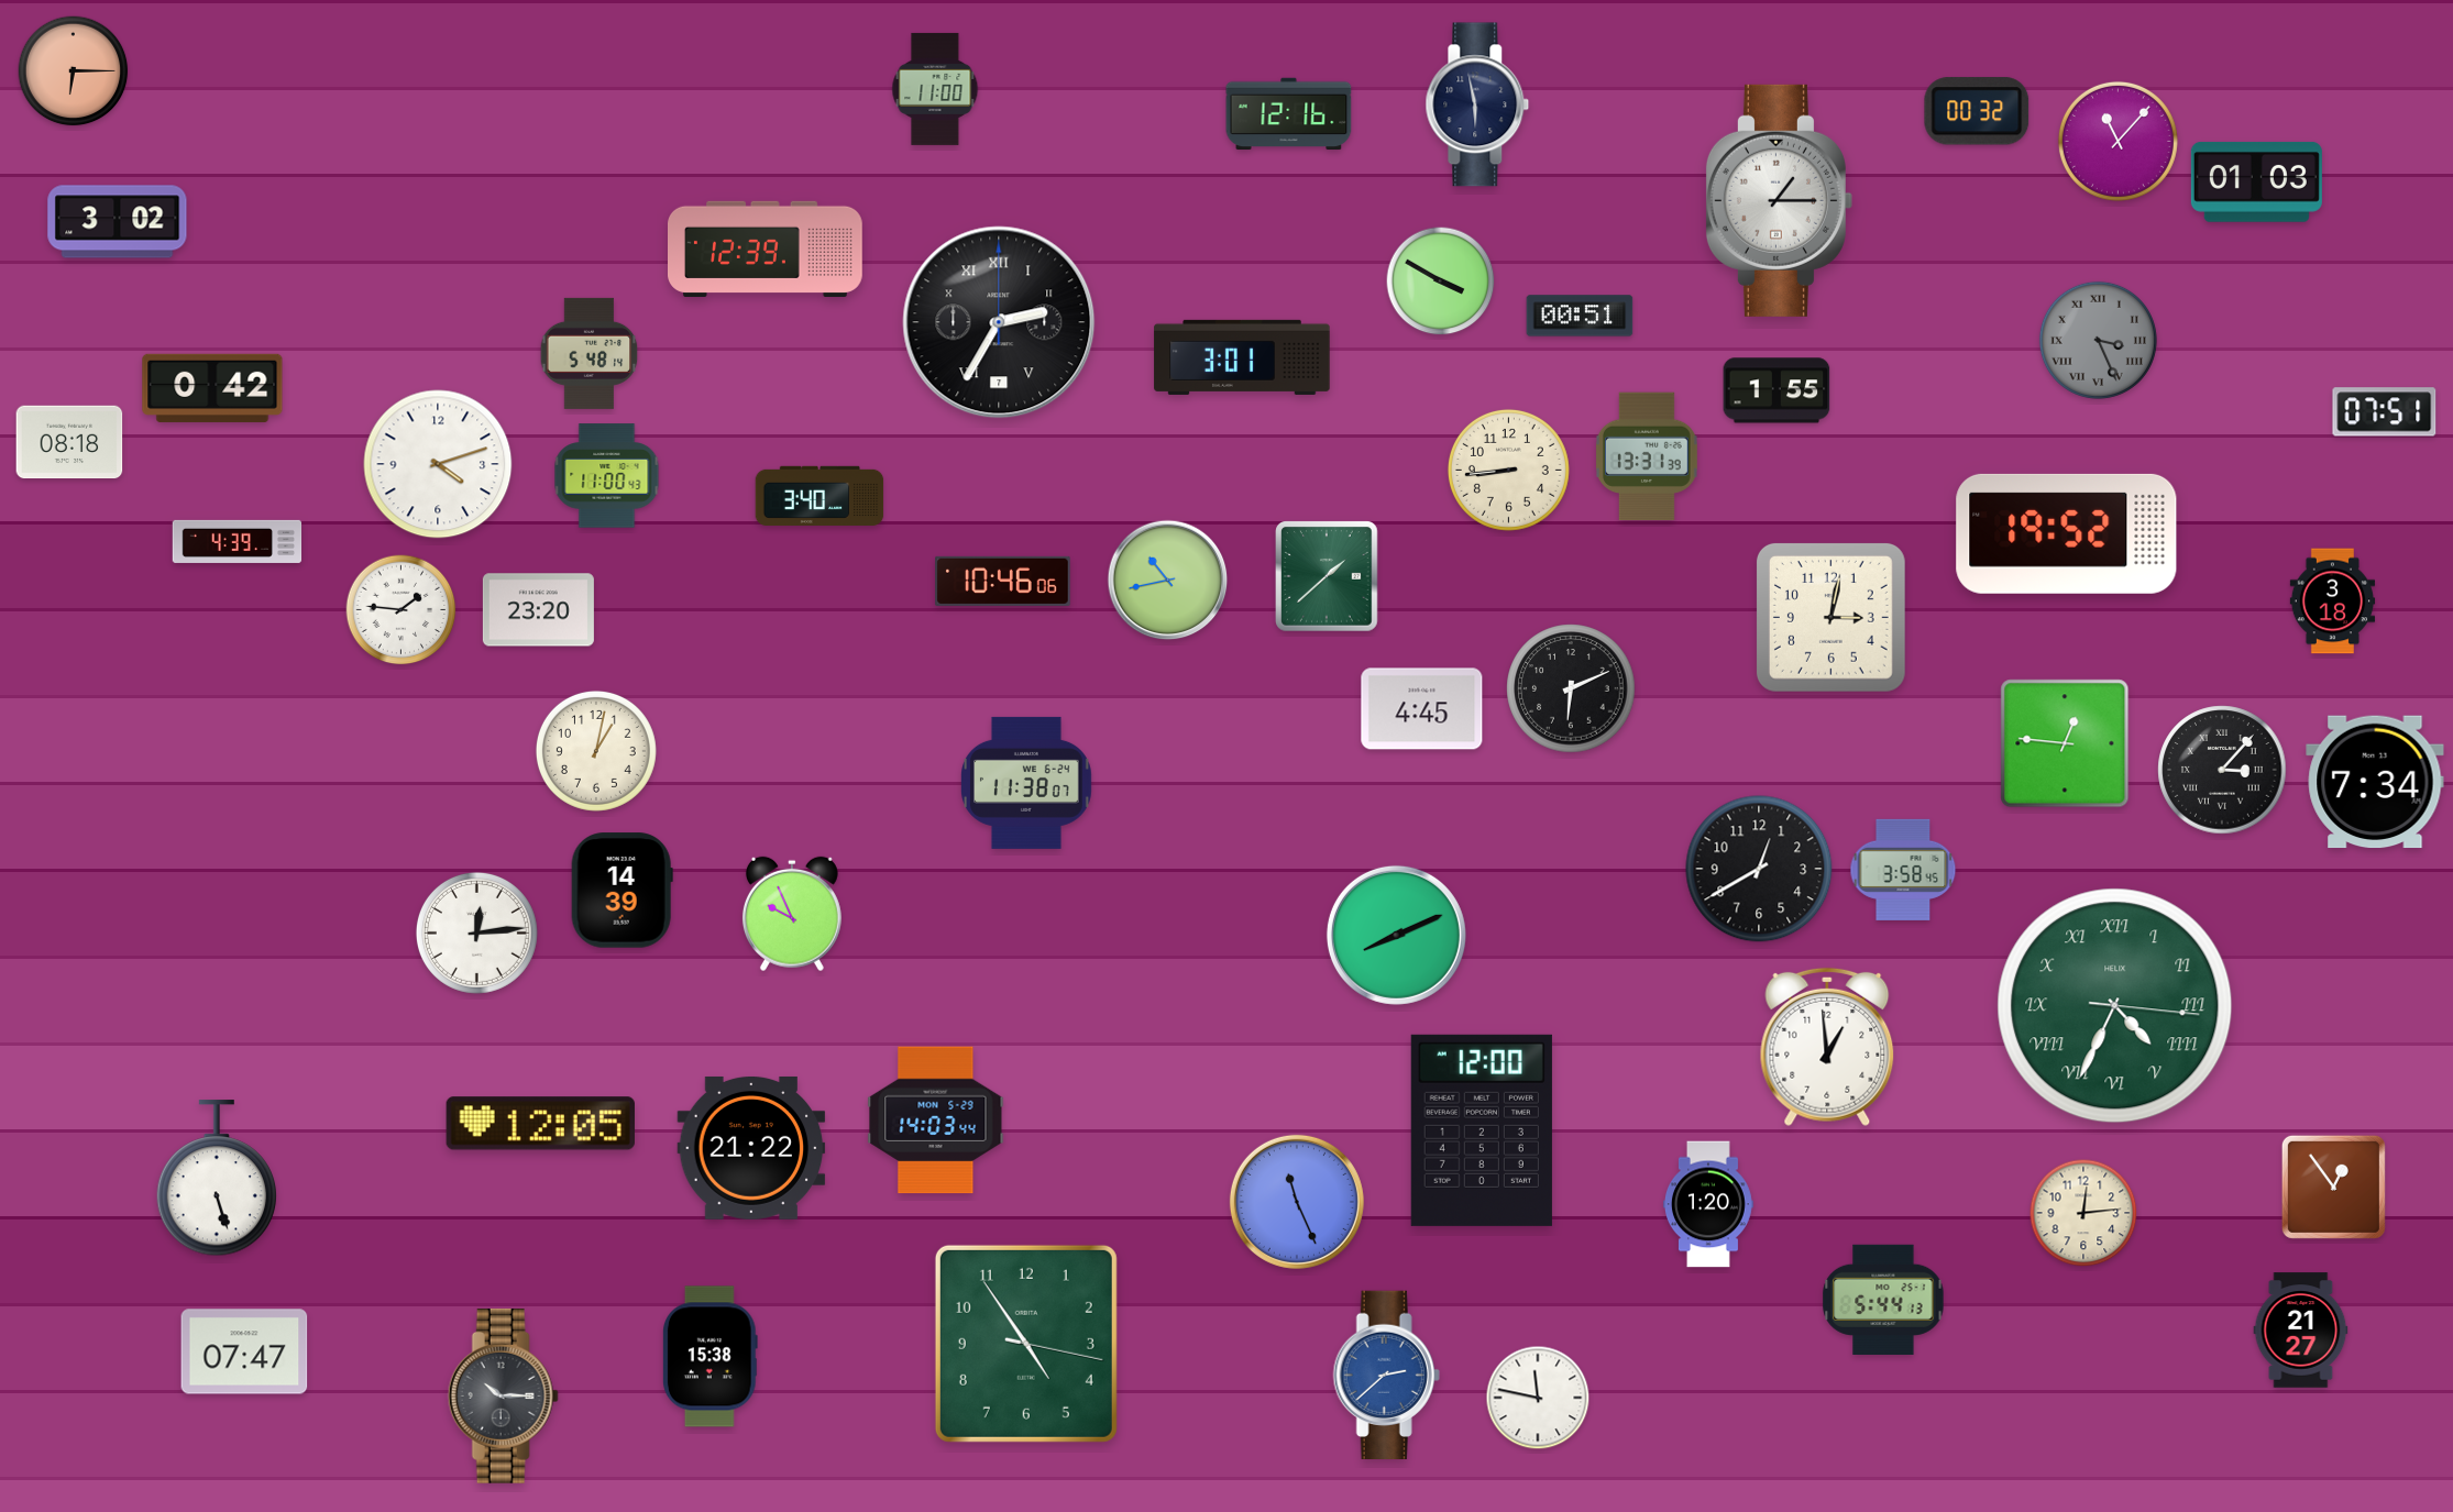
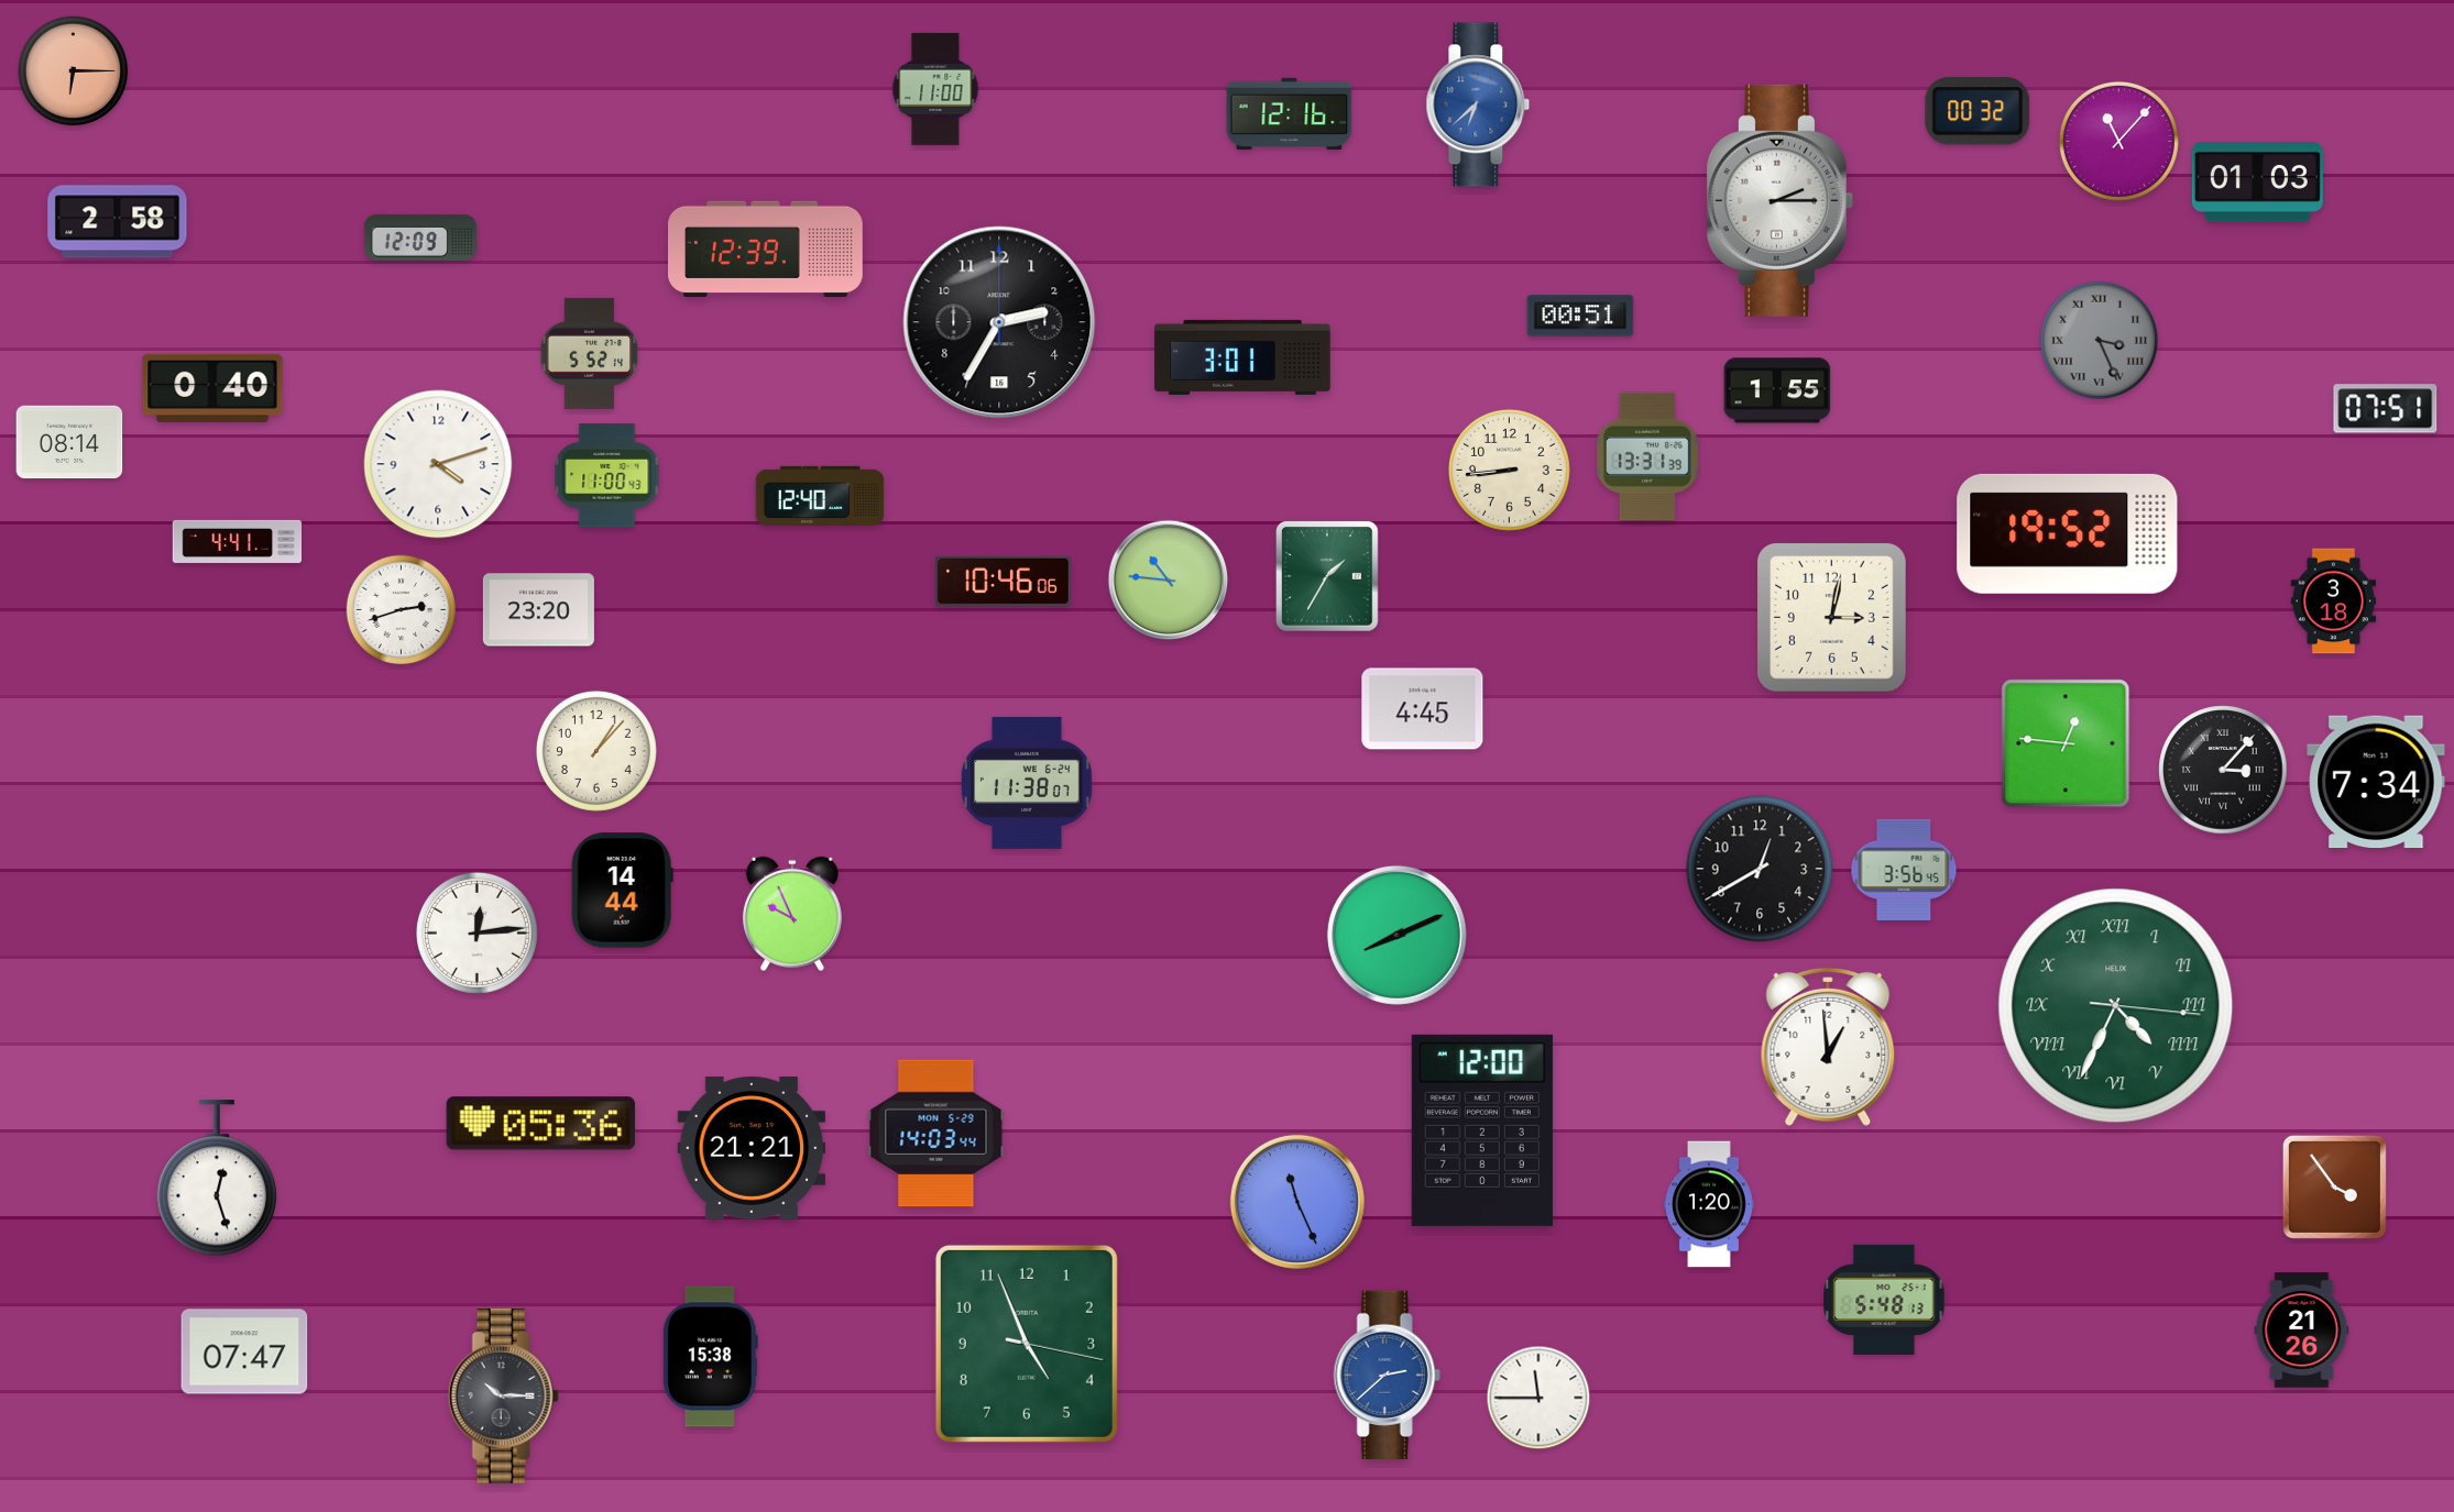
clock at (1477, 104): 5:58 -> 6:38
clock at (1477, 104) dial: navy -> blue
clock at (1779, 200): 1:15 -> 2:15
clock at (118, 222): 3:02 -> 2:58
clock at (420, 238): none -> 12:09
clock at (1441, 282): 3:50 -> none
clock at (999, 322) date: 7 -> 16
clock at (999, 322) numerals: Roman -> Arabic
clock at (590, 353): 5:48 -> 5:52
clock at (212, 387): 0:42 -> 0:40
clock at (2385, 412) position: (2385, 412) -> (2386, 409)
clock at (69, 442): 08:18 -> 08:14
clock at (820, 496): 3:40 -> 12:40
clock at (238, 541): 4:39 -> 4:41
clock at (1327, 576): 1:38 -> 1:35
clock at (1168, 581): 10:43 -> 10:46
clock at (402, 610): 1:46 -> 2:42
clock at (1571, 688): 6:11 -> none
clock at (596, 751): 1:02 -> 1:07
clock at (1903, 870): 3:58 -> 3:56
clock at (621, 891): 14:39 -> 14:44
clock at (936, 1121) position: (936, 1121) -> (936, 1134)
clock at (540, 1124): 12:05 -> 05:36
clock at (751, 1148): 21:22 -> 21:21
clock at (216, 1179): 5:27 -> 12:27
clock at (2333, 1187): 12:54 -> 3:54
clock at (2083, 1213): 12:14 -> none
clock at (1883, 1300): 5:44 -> 5:48
clock at (2301, 1331): 21:27 -> 21:26
clock at (1026, 1344): 4:54 -> 4:56
clock at (1538, 1398): 11:47 -> 11:45
